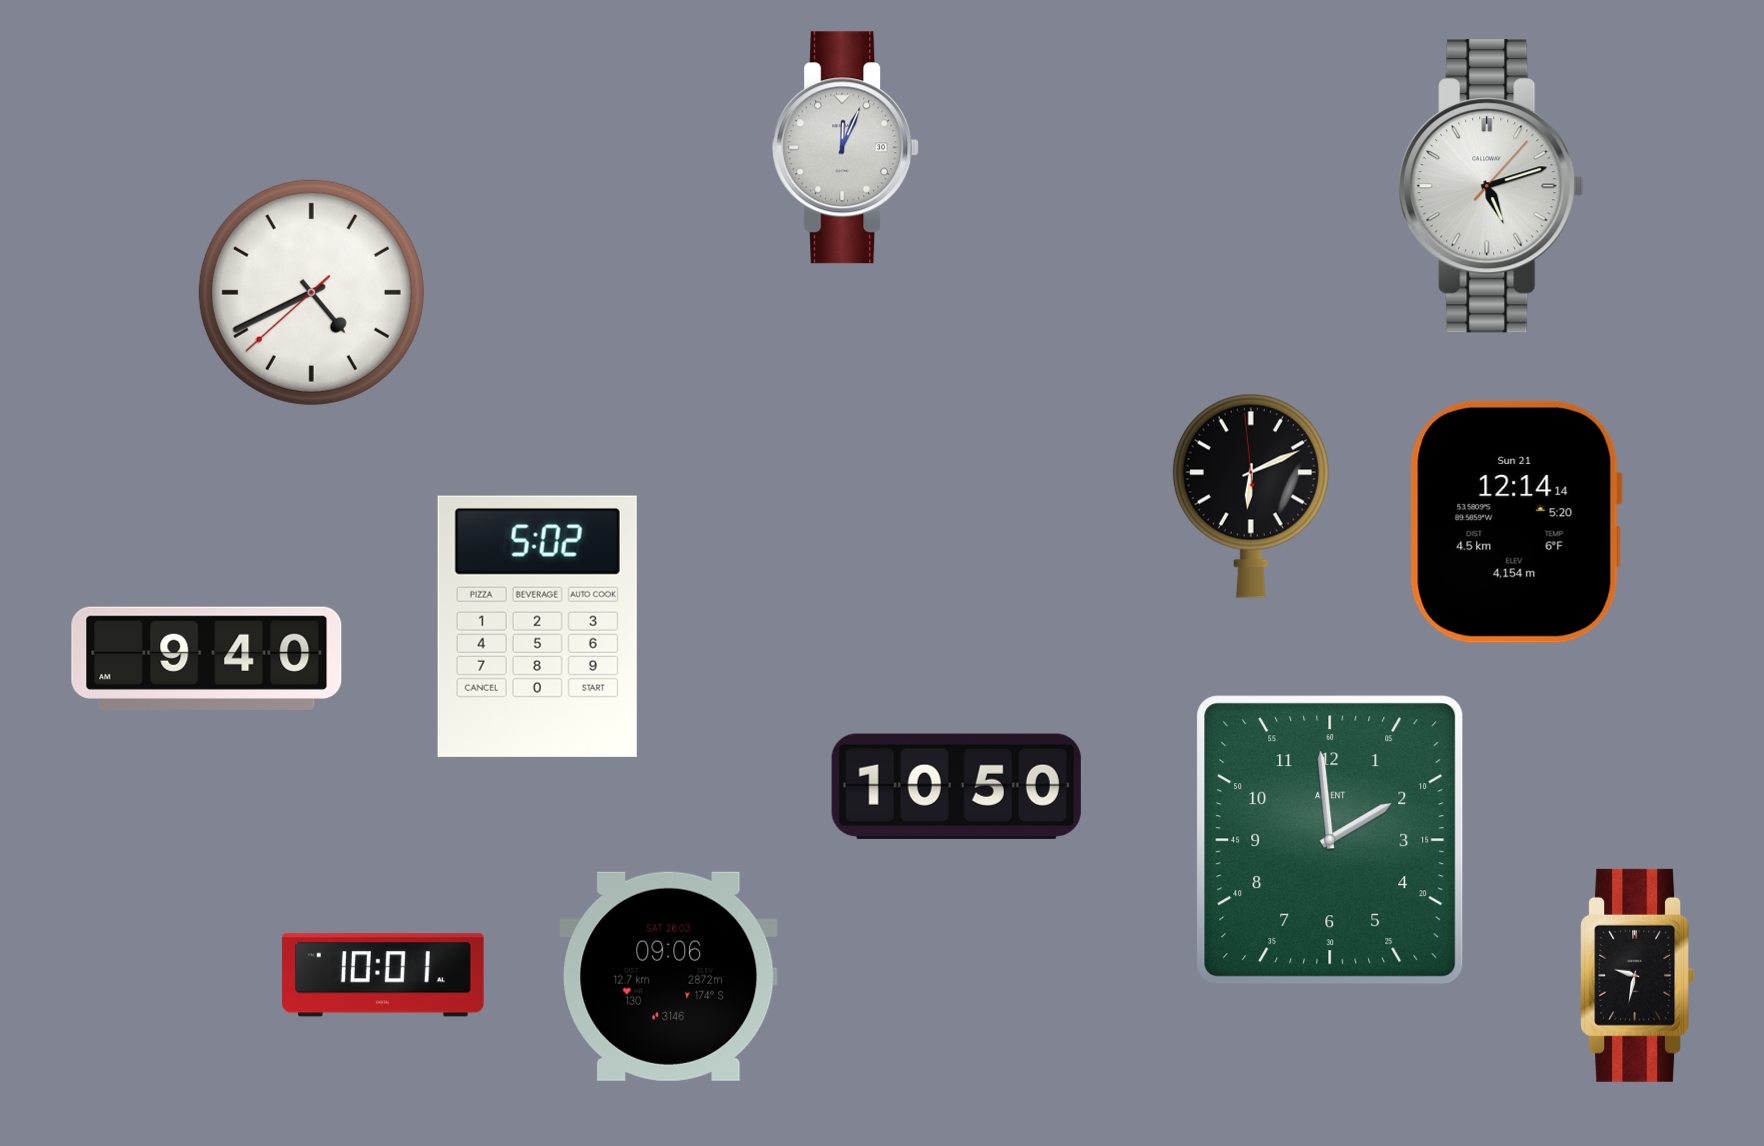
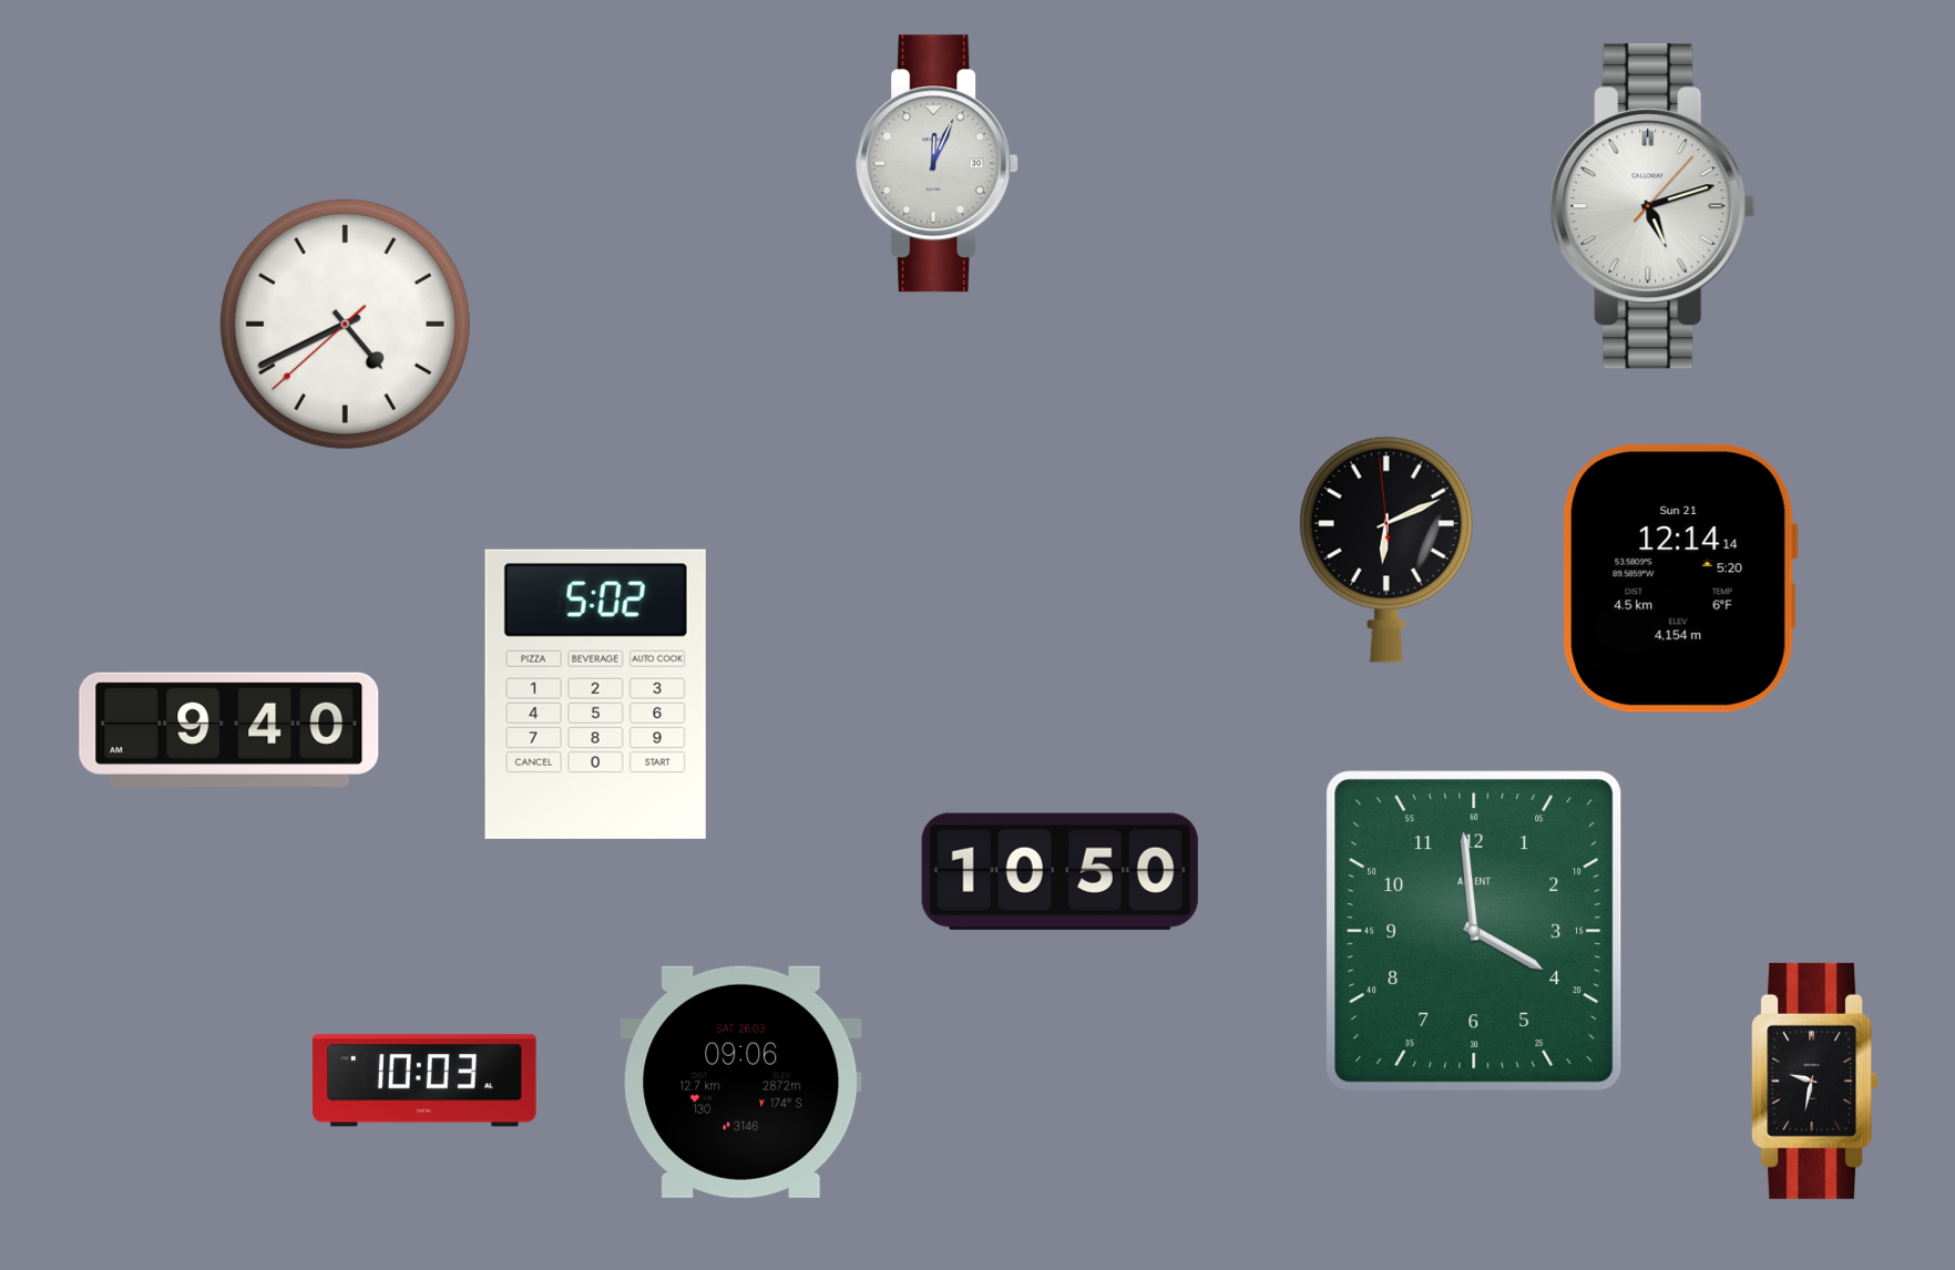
clock at (1330, 840): 1:59 -> 3:59
clock at (384, 975): 10:01 -> 10:03
